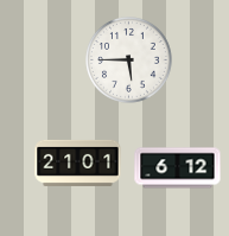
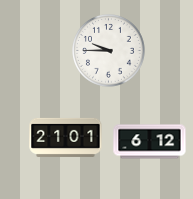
clock at (129, 60): 5:45 -> 9:45
